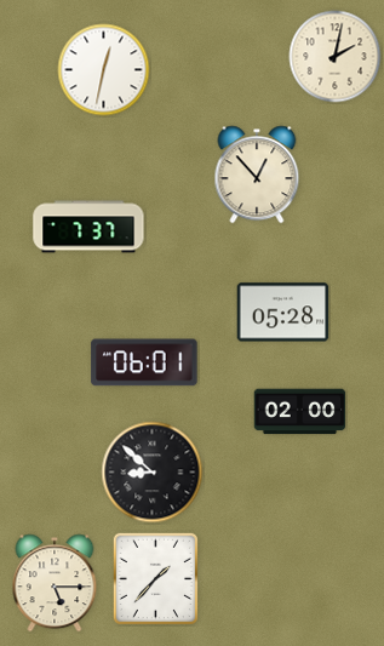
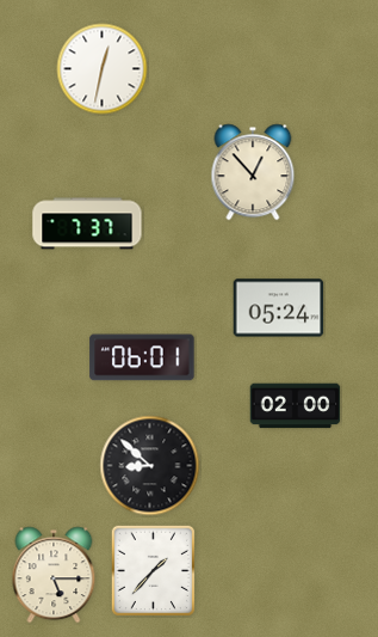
clock at (336, 57): 2:02 -> none
clock at (283, 313): 05:28 -> 05:24
